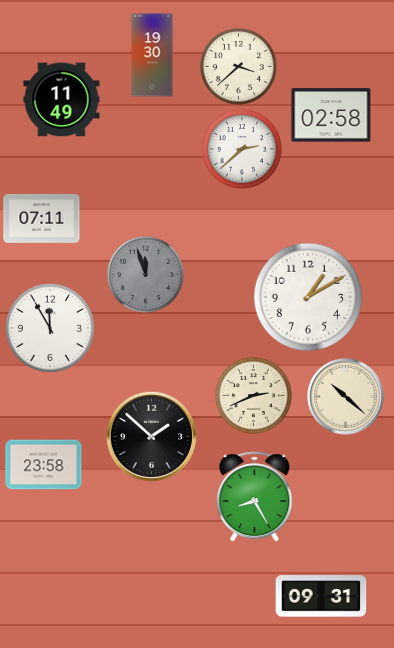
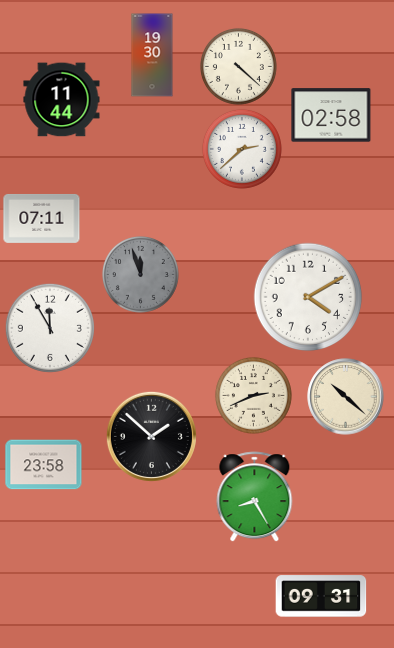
clock at (238, 66): 3:38 -> 4:22
clock at (62, 100): 11:49 -> 11:44
clock at (145, 274) position: (145, 274) -> (140, 274)
clock at (308, 297): 1:10 -> 4:10
